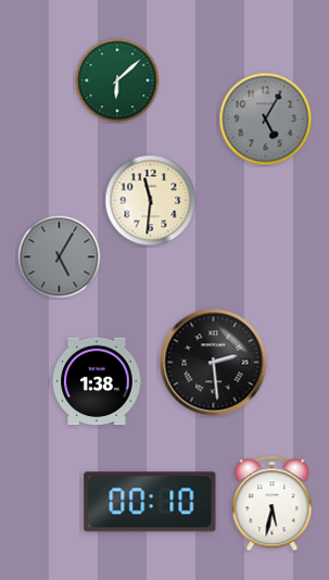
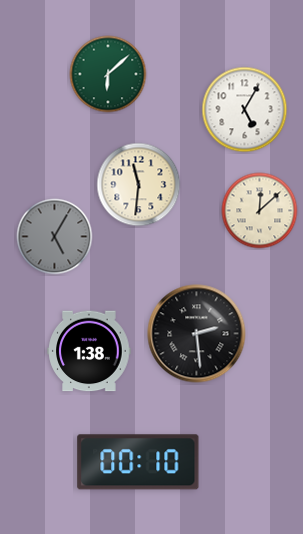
clock at (266, 119) dial: grey -> white
clock at (260, 211): none -> 12:08
clock at (273, 504): 5:32 -> none
